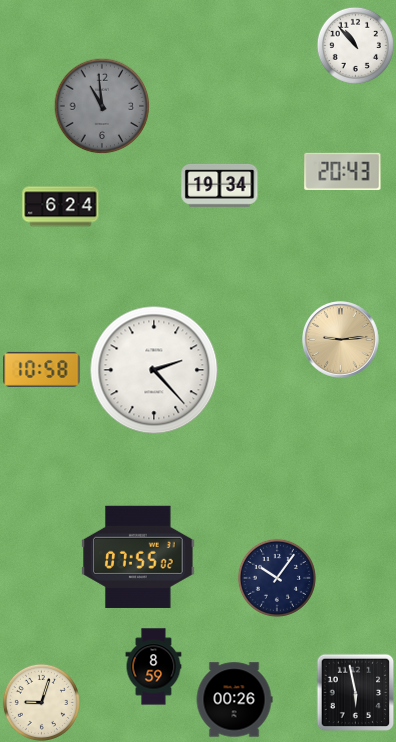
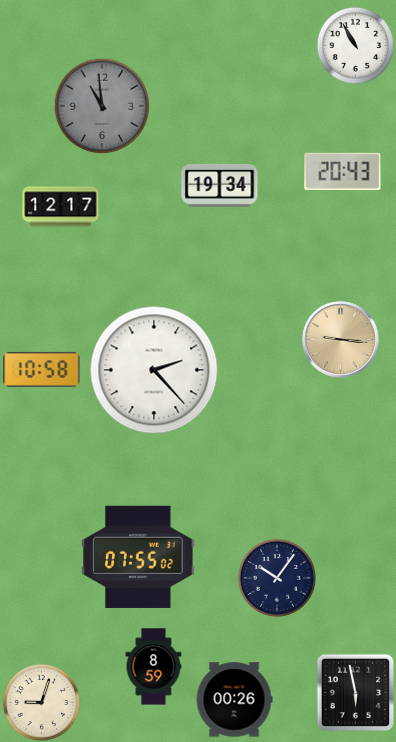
clock at (355, 45): 10:53 -> 10:55
clock at (61, 207): 6:24 -> 12:17
clock at (341, 340): 9:14 -> 9:16
